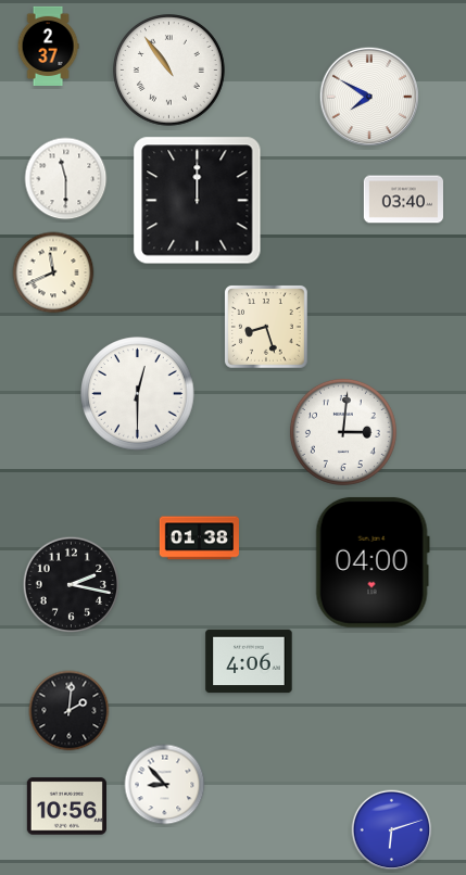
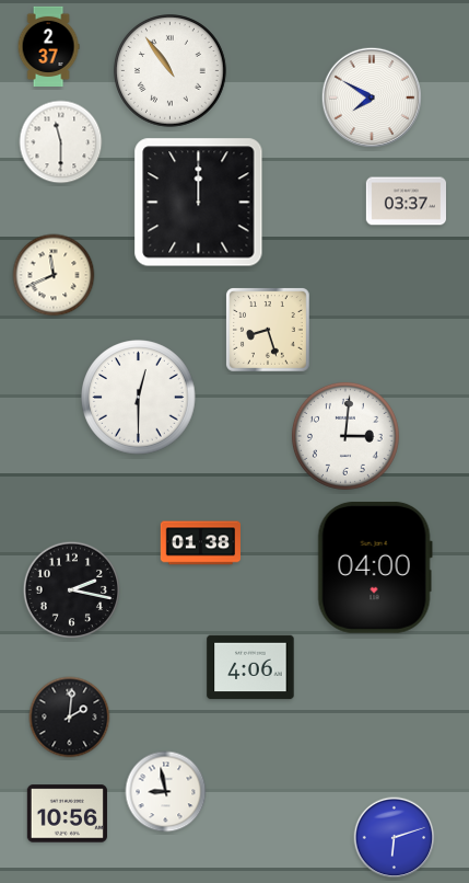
clock at (66, 179) position: (66, 179) -> (61, 142)
clock at (403, 200): 03:40 -> 03:37
clock at (165, 785): 8:53 -> 8:58
